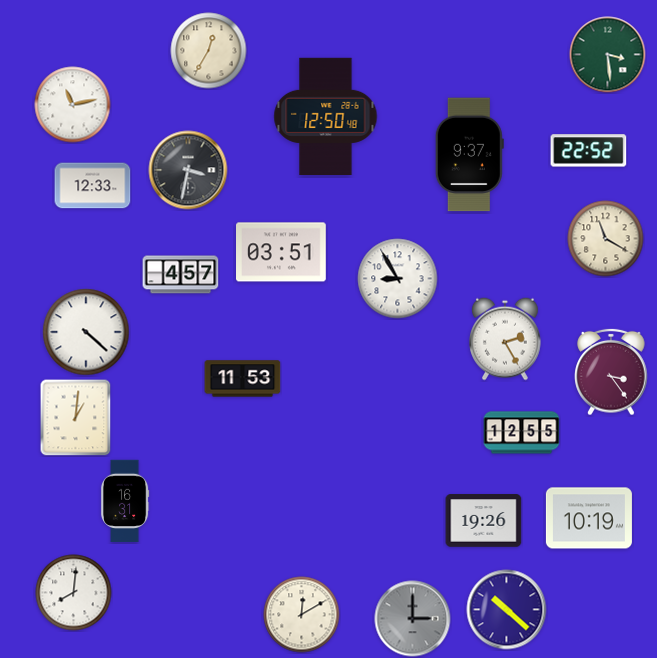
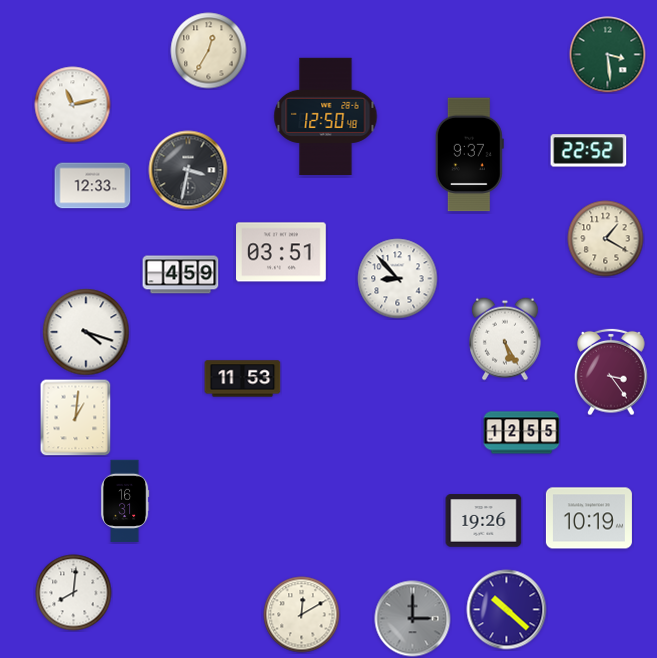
clock at (606, 239): 11:20 -> 1:20
clock at (181, 275): 4:57 -> 4:59
clock at (398, 279): 8:55 -> 8:53
clock at (86, 332): 4:22 -> 4:18
clock at (506, 339): 2:25 -> 5:25
